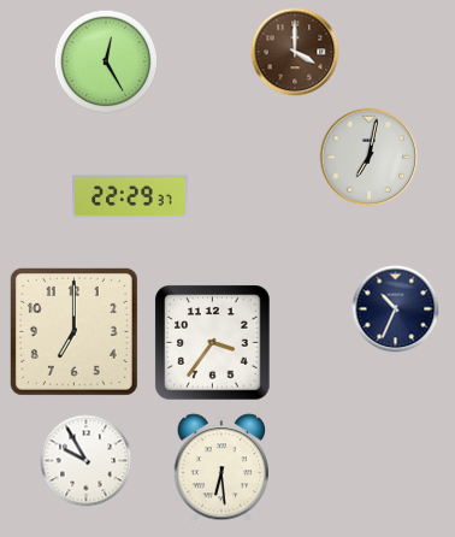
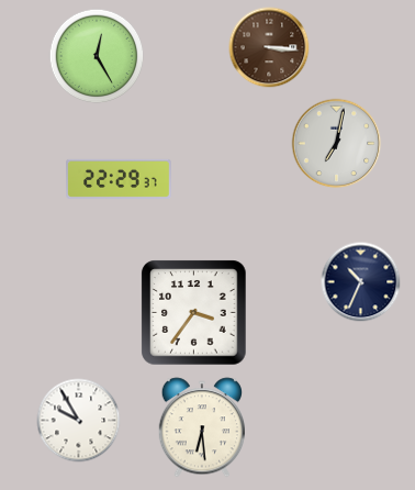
clock at (295, 52): 4:00 -> 3:16
clock at (73, 331): 7:00 -> none
